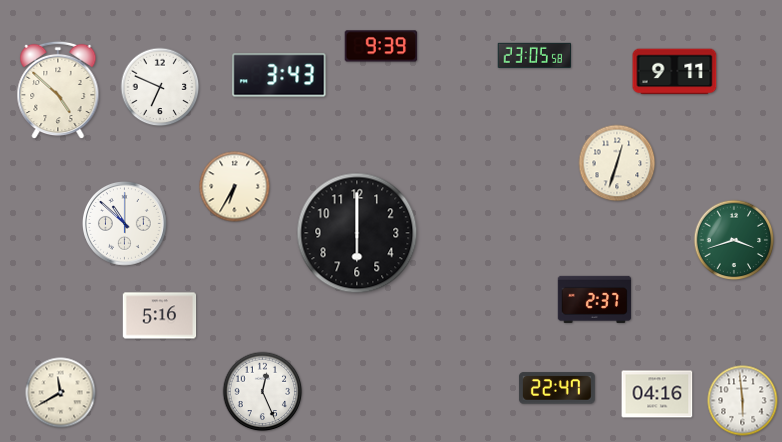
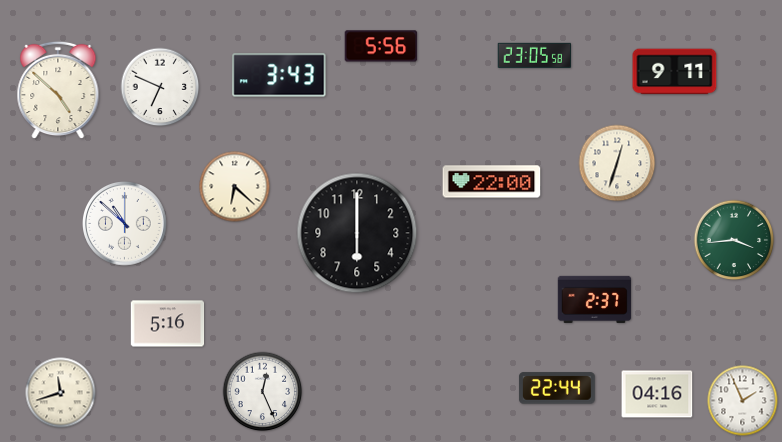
clock at (381, 46): 9:39 -> 5:56
clock at (492, 182): none -> 22:00
clock at (235, 187): 6:35 -> 6:22
clock at (734, 240): 3:42 -> 3:44
clock at (160, 316) position: (160, 316) -> (168, 324)
clock at (557, 388): 22:47 -> 22:44
clock at (61, 393): 11:40 -> 11:42
clock at (743, 401): 5:59 -> 1:56
